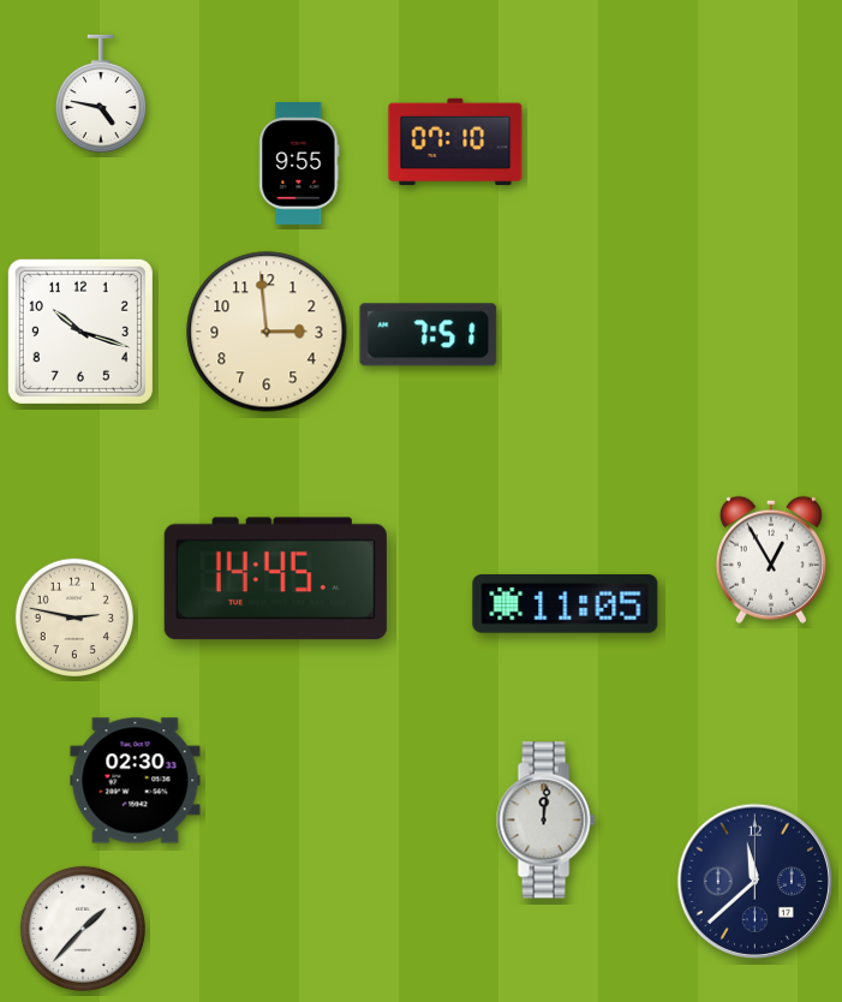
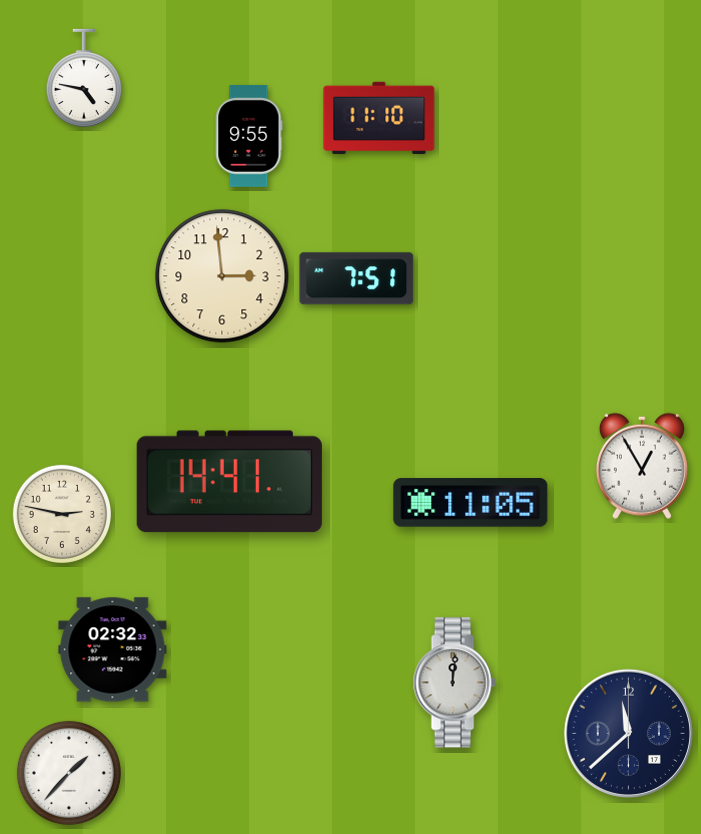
clock at (455, 142): 07:10 -> 11:10
clock at (80, 332): 10:18 -> none
clock at (275, 579): 14:45 -> 14:41
clock at (136, 781): 02:30 -> 02:32
